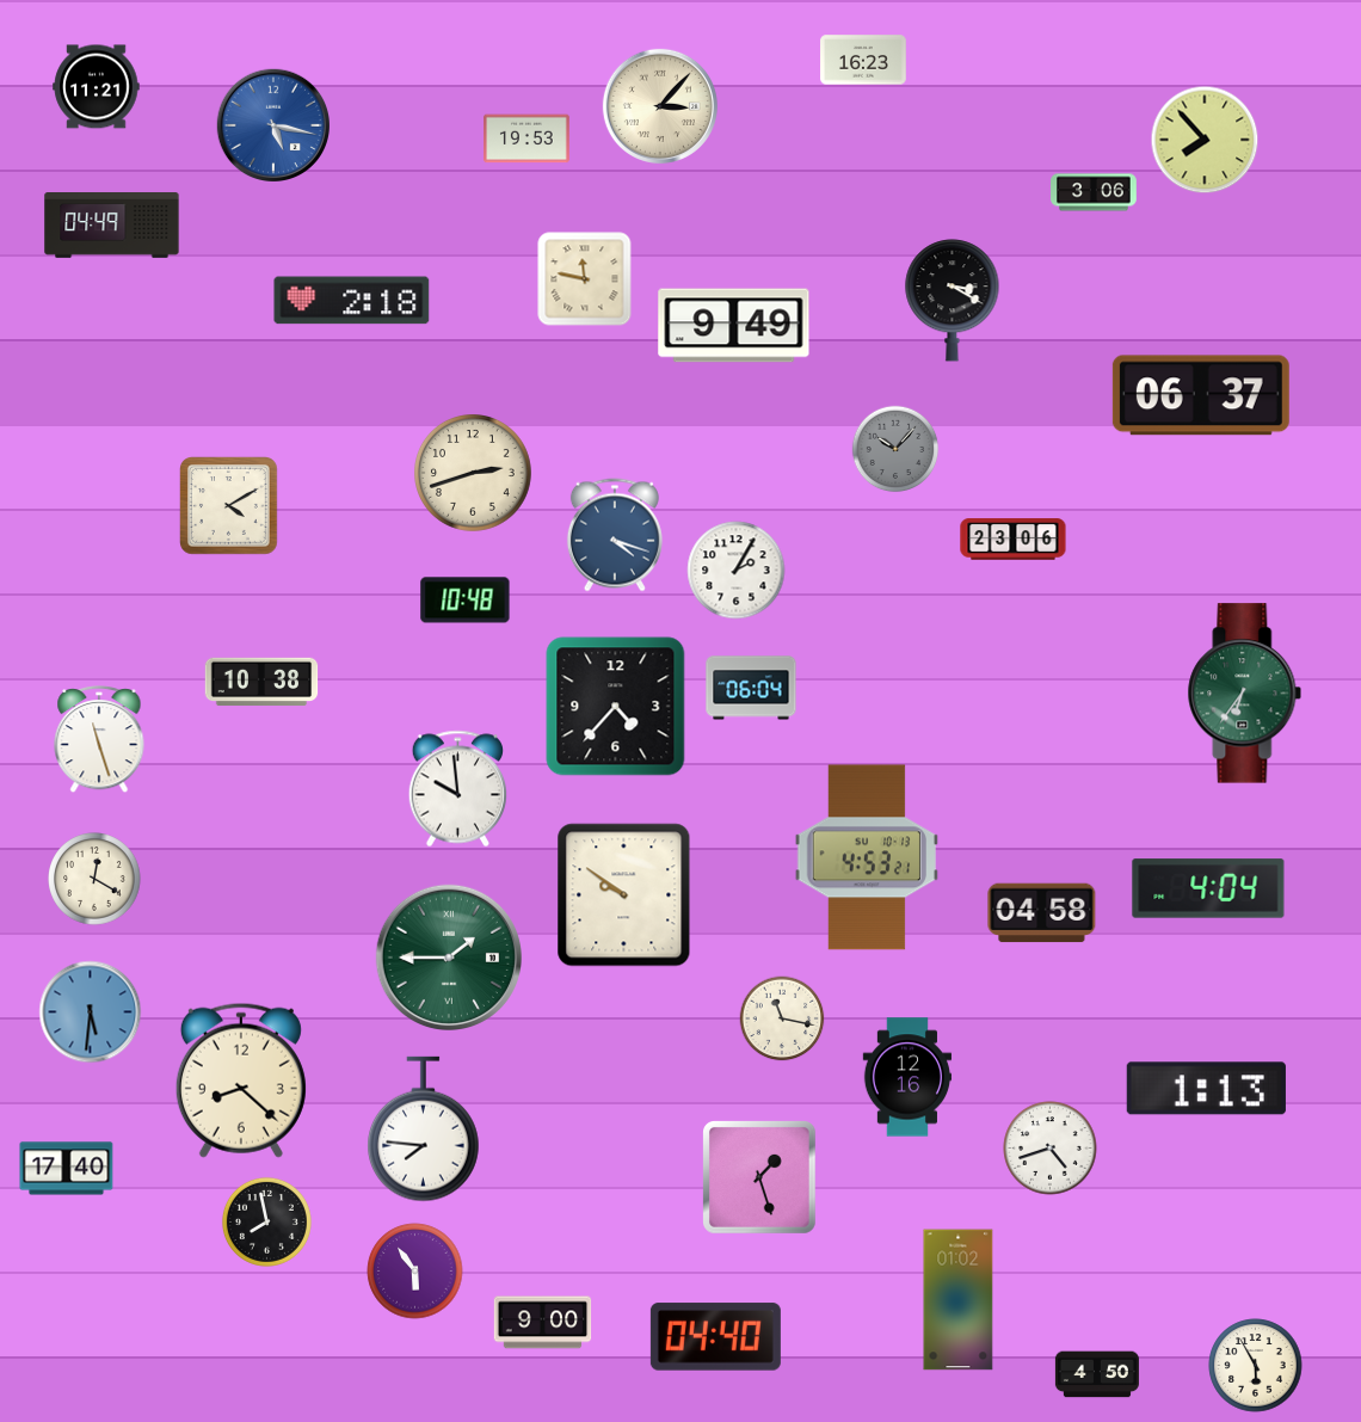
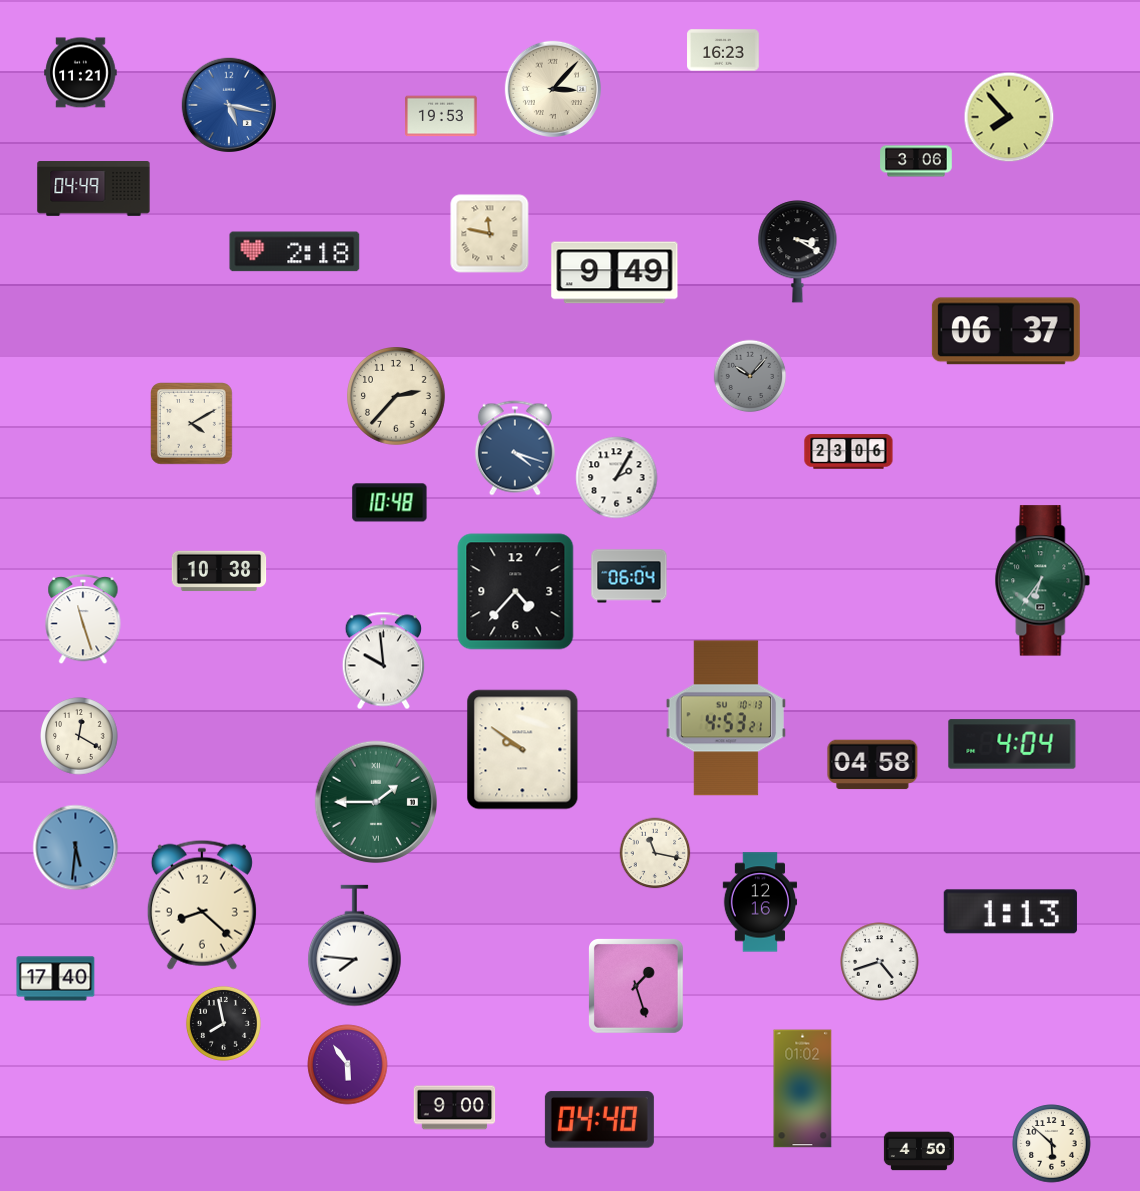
clock at (474, 474): 2:42 -> 2:37
clock at (1256, 1366): 5:55 -> 5:52
